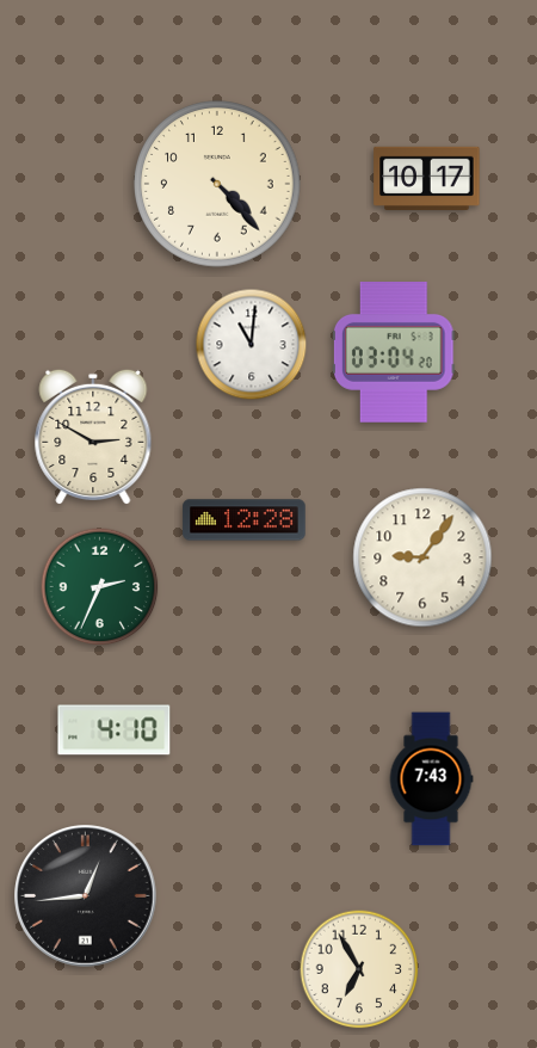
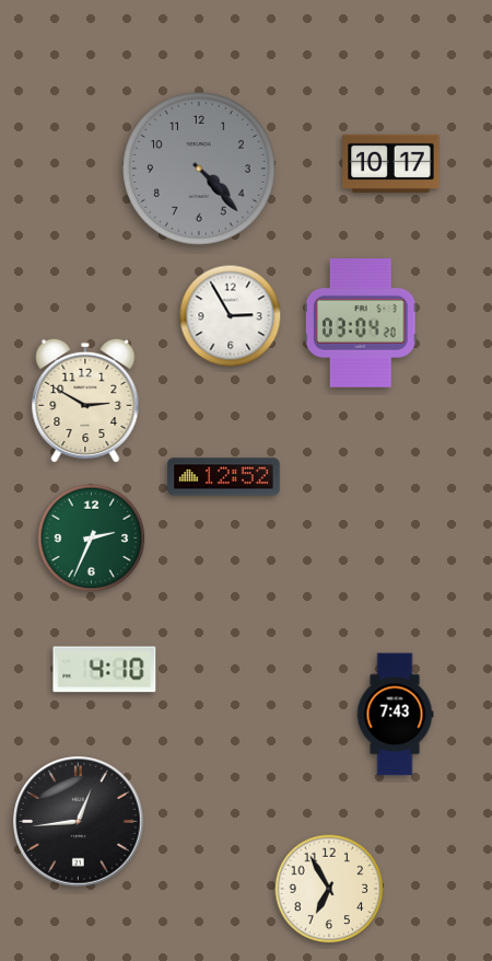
clock at (217, 184) dial: cream -> grey
clock at (252, 345): 11:01 -> 2:55
clock at (245, 520): 12:28 -> 12:52
clock at (422, 557): 9:06 -> none
